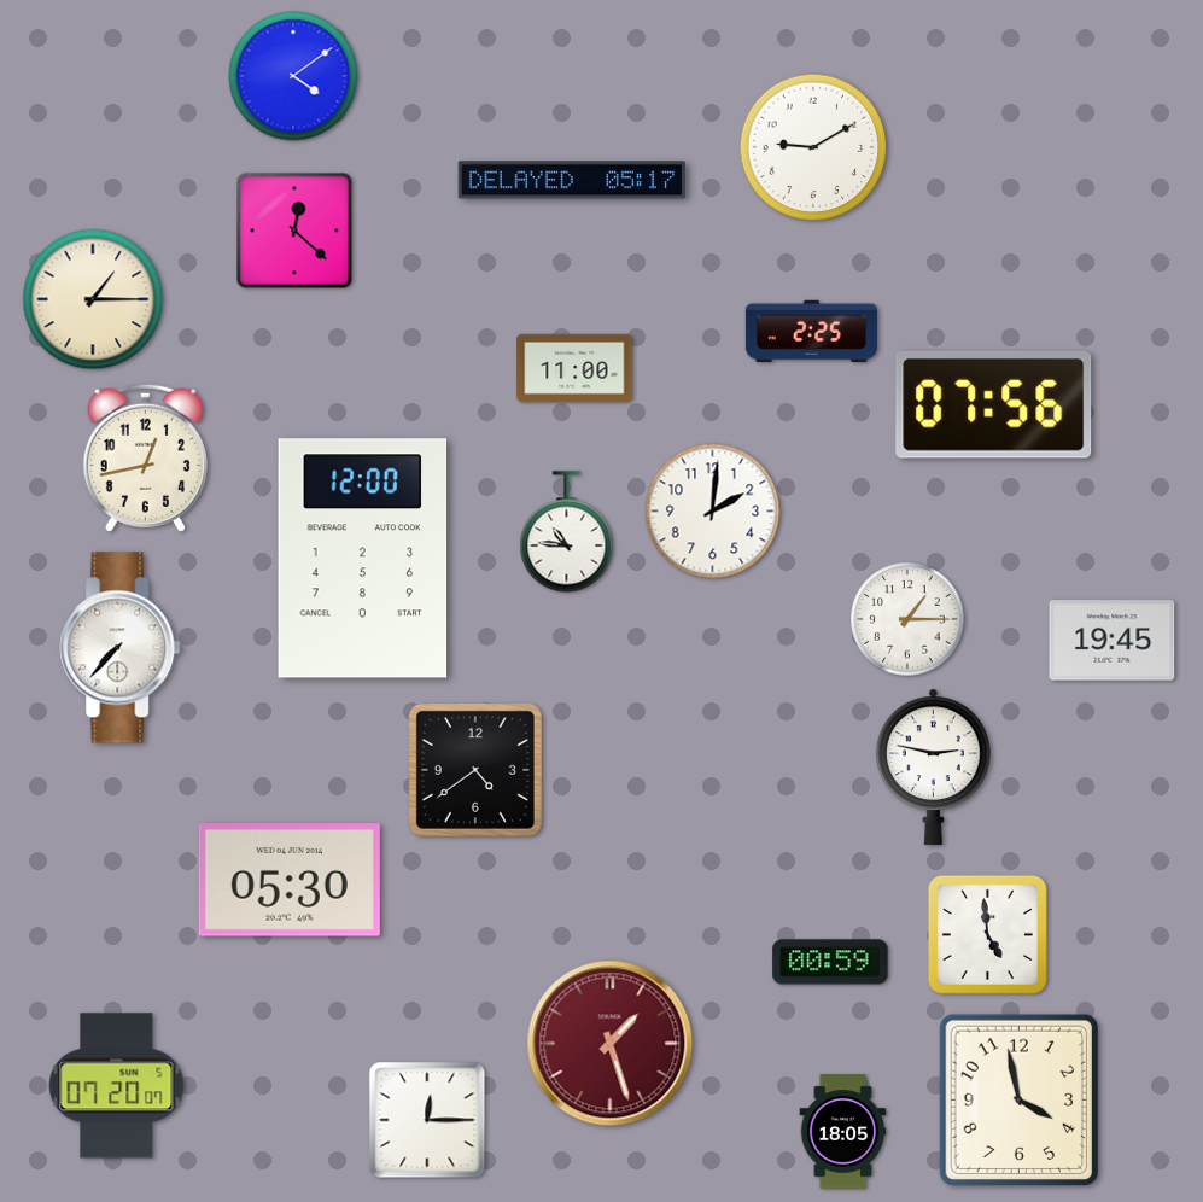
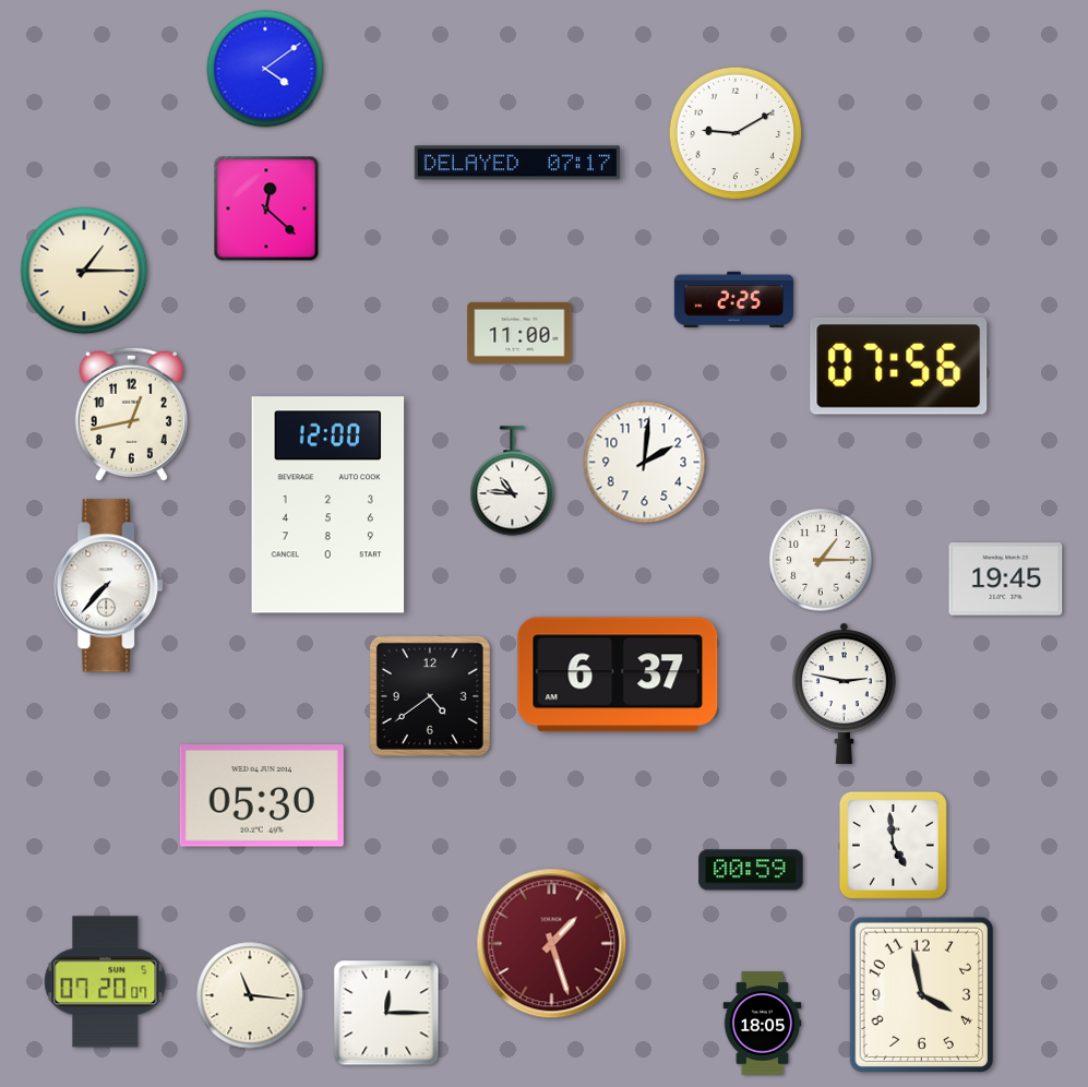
clock at (572, 180): 05:17 -> 07:17
clock at (618, 674): none -> 6:37
clock at (250, 995): none -> 11:16
